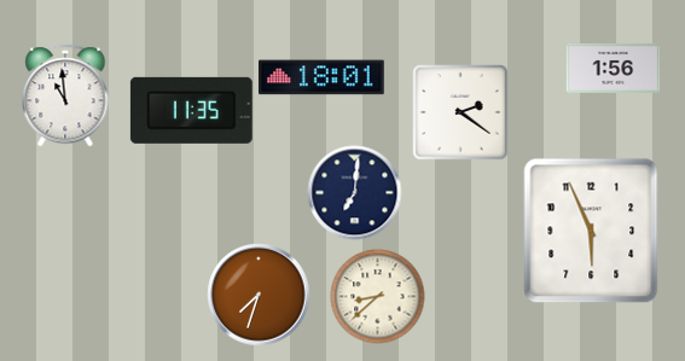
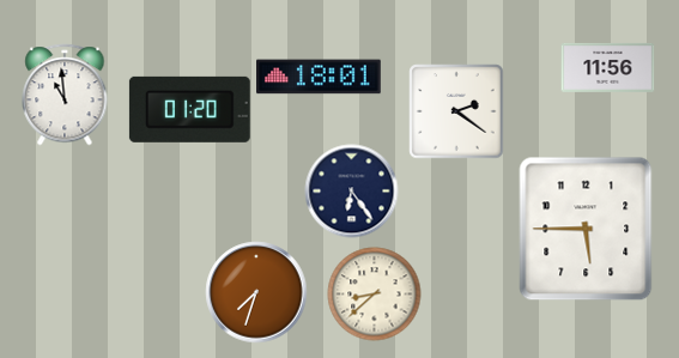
clock at (613, 68): 1:56 -> 11:56
clock at (191, 110): 11:35 -> 01:20
clock at (354, 192): 7:01 -> 6:24
clock at (591, 231): 5:56 -> 5:45
